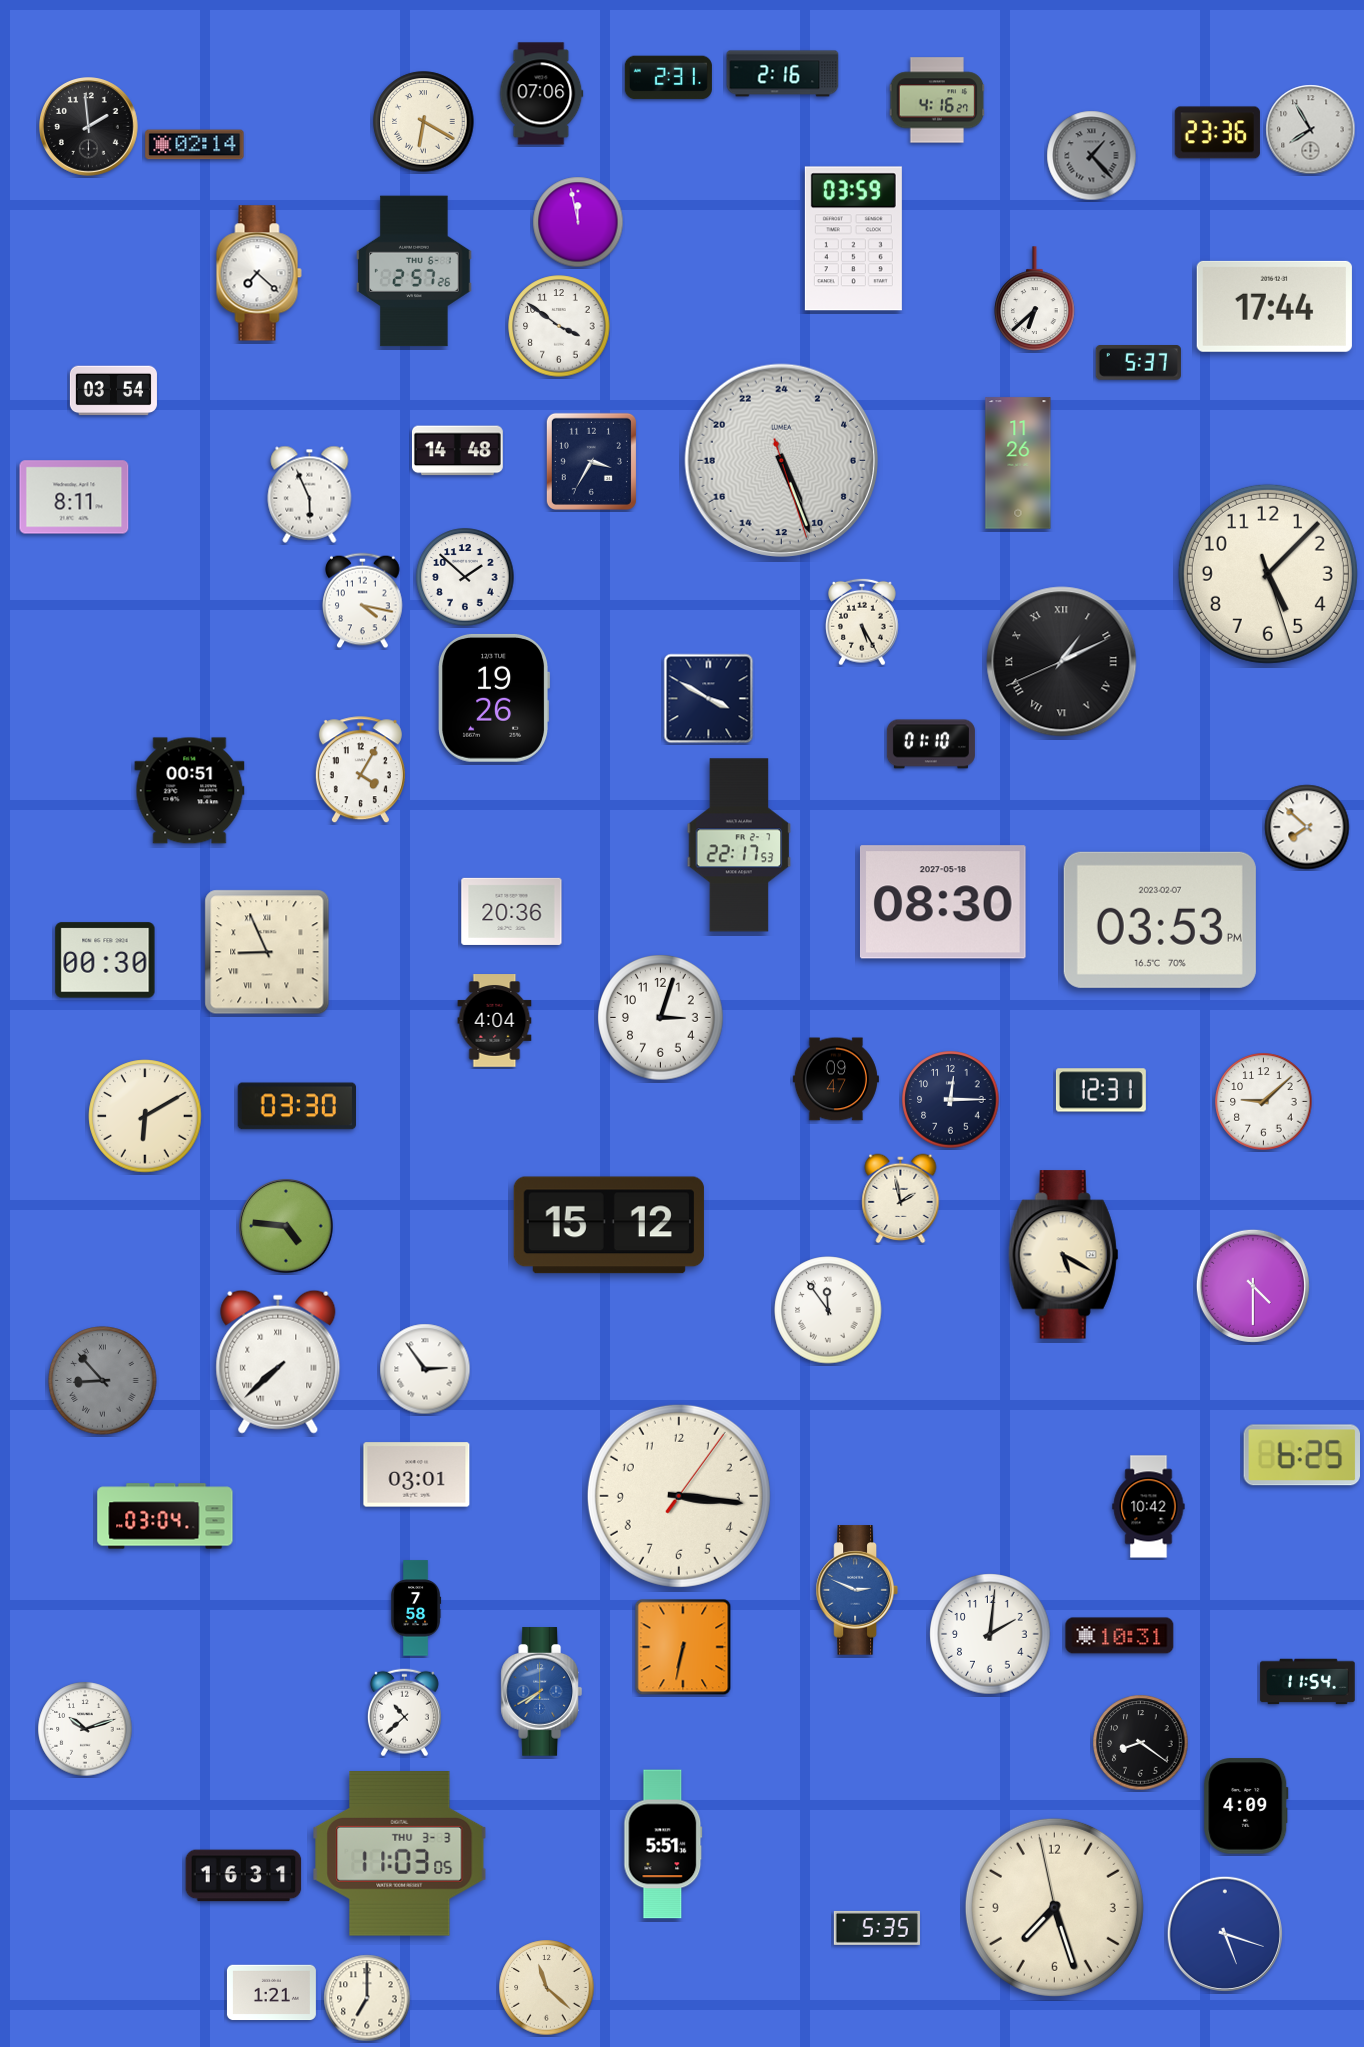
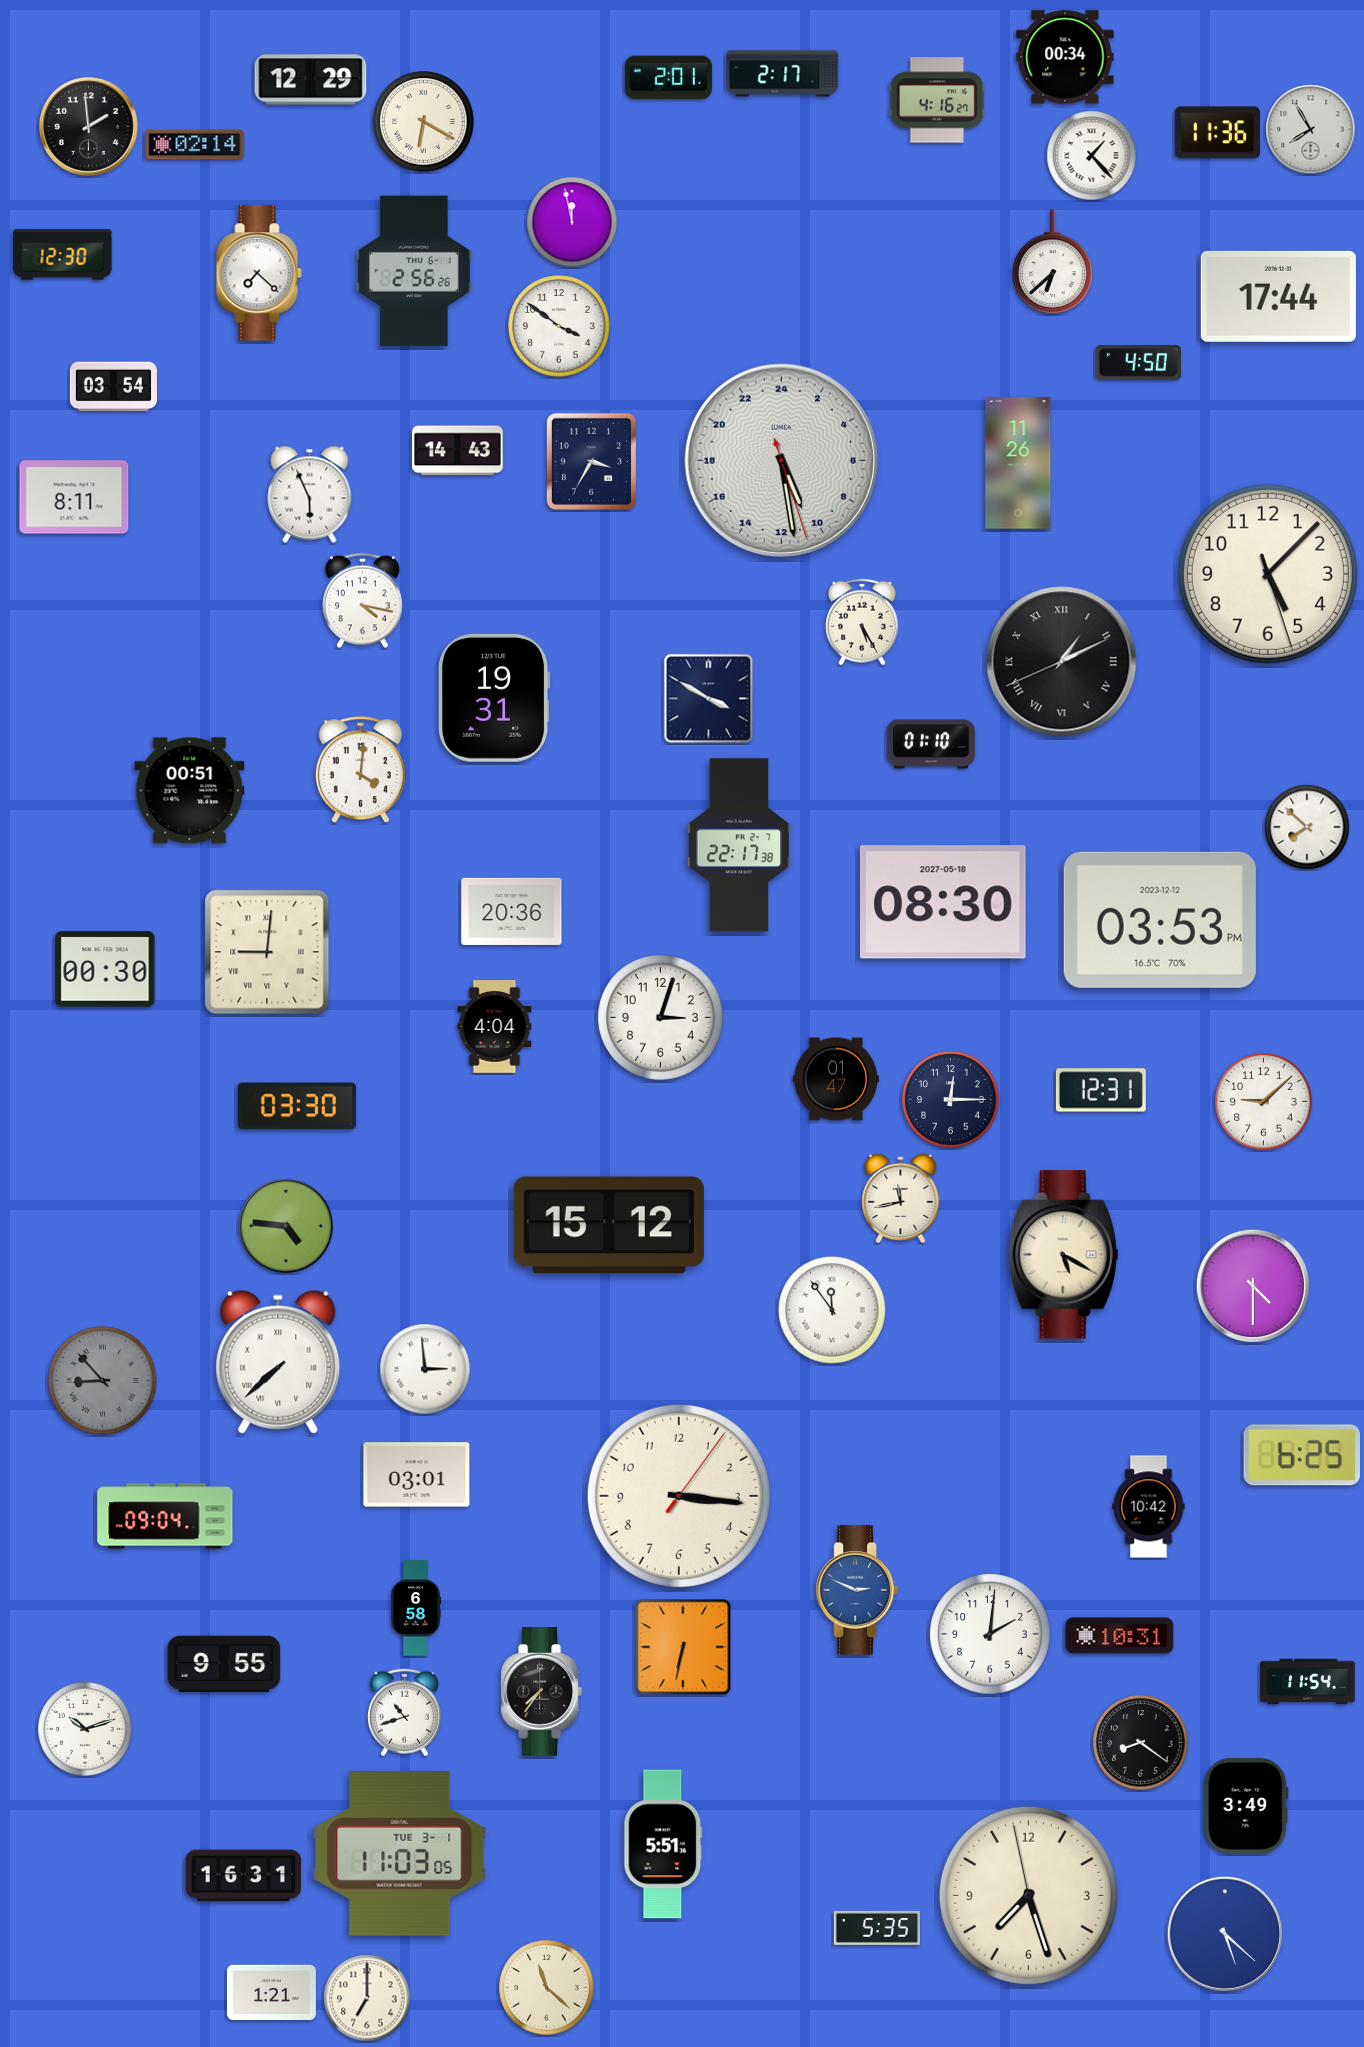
clock at (1065, 57): none -> 00:34
clock at (783, 74): 2:16 -> 2:17
clock at (668, 78): 2:31 -> 2:01
clock at (311, 80): none -> 12:29
clock at (542, 94): 07:06 -> none
clock at (1217, 133): 23:36 -> 11:36
clock at (1092, 156) dial: grey -> white
clock at (578, 222) position: (578, 222) -> (572, 222)
clock at (853, 239): 03:59 -> none
clock at (63, 255): none -> 12:30
clock at (414, 271): 2:57 -> 2:56
clock at (1035, 299) position: (1035, 299) -> (1053, 262)
clock at (1274, 306) position: (1274, 306) -> (1278, 296)
clock at (1138, 363): 5:37 -> 4:50
clock at (113, 391) position: (113, 391) -> (113, 387)
clock at (457, 451): 14:48 -> 14:43
clock at (781, 460): 10:26 -> 10:28
clock at (465, 577): 1:52 -> none
clock at (493, 698): 19:26 -> 19:31
clock at (360, 770): 4:05 -> 4:01
clock at (739, 845): 22:17:53 -> 22:17:38
clock at (1160, 920) date: 2023-02-07 -> 2023-12-12
clock at (267, 952): 8:56 -> 9:01
clock at (105, 960) position: (105, 960) -> (105, 969)
clock at (495, 1021) position: (495, 1021) -> (495, 1027)
clock at (836, 1079): 09:47 -> 01:47
clock at (145, 1116): 6:10 -> none
clock at (901, 1199): 1:58 -> 11:43
clock at (828, 1310) position: (828, 1310) -> (832, 1310)
clock at (425, 1369): 2:54 -> 2:59
clock at (165, 1516): 03:04 -> 09:04
clock at (416, 1608): 7:58 -> 6:58
clock at (224, 1664): none -> 9:55
clock at (541, 1692): 7:40 -> 7:36
clock at (541, 1692) dial: blue -> black
clock at (404, 1713): 10:38 -> 10:42
clock at (1246, 1806): 4:09 -> 3:49
clock at (400, 1854) date: THU 3-3 -> TUE 3-1
clock at (1054, 1907) position: (1054, 1907) -> (1028, 1895)
clock at (1225, 1934): 5:18 -> 5:22
